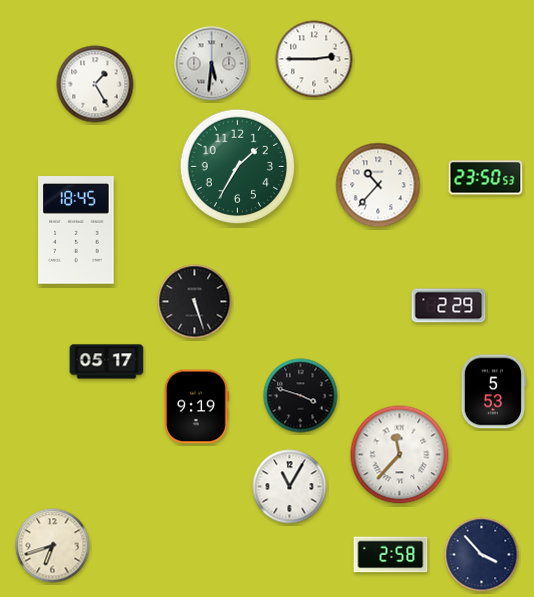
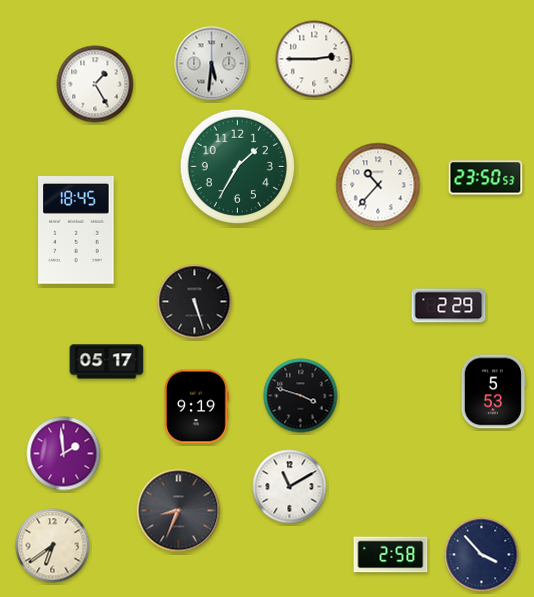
clock at (64, 454): none -> 1:59
clock at (400, 455): 11:37 -> none
clock at (290, 487): 11:05 -> 11:10
clock at (179, 511): none -> 8:34
clock at (53, 546): 6:42 -> 6:39
